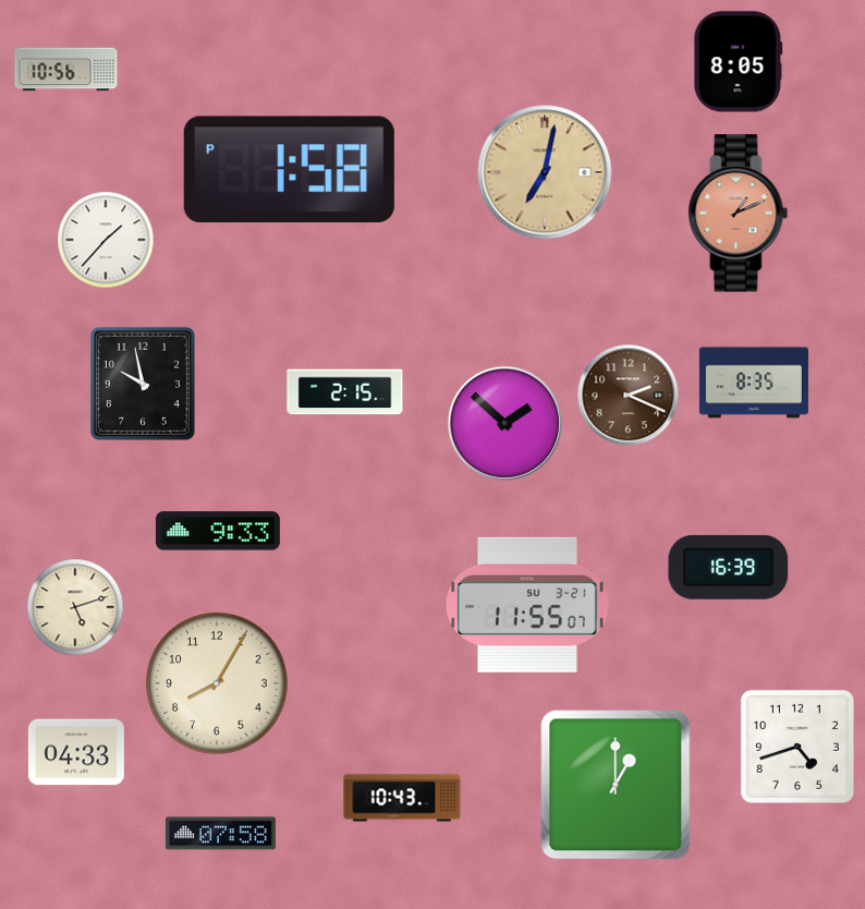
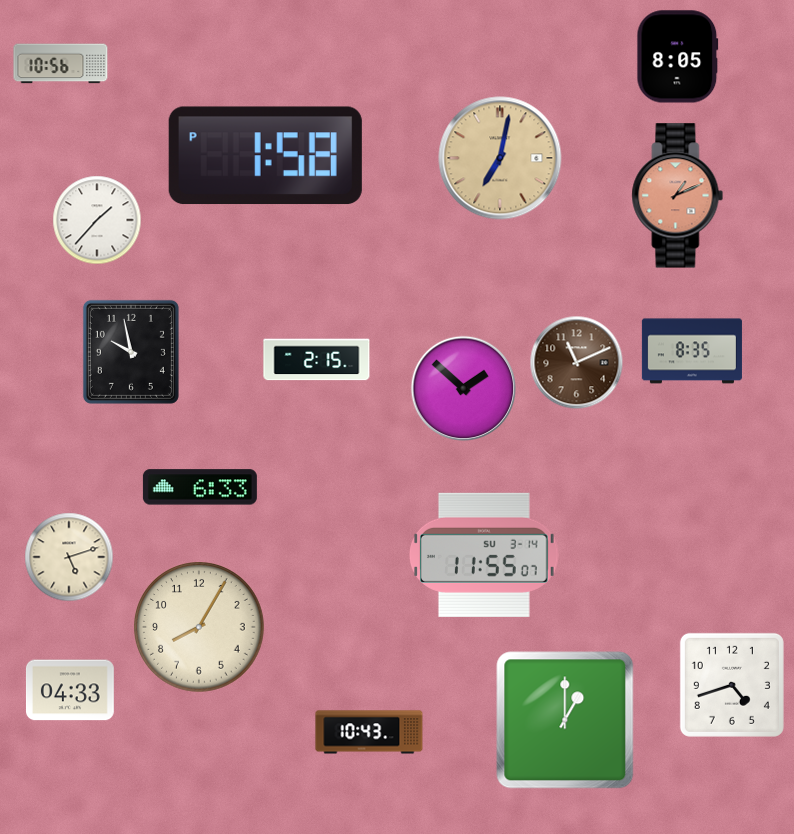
clock at (629, 396): 2:19 -> 11:11
clock at (218, 531): 9:33 -> 6:33
clock at (729, 567): 16:39 -> none
clock at (528, 605) date: SU 3-21 -> SU 3-14
clock at (220, 834): 07:58 -> none
